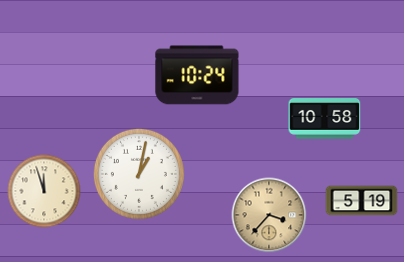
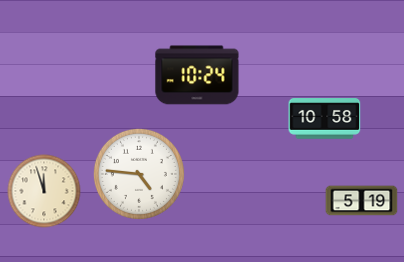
clock at (139, 174): 1:02 -> 4:46
clock at (269, 215): 3:37 -> none
